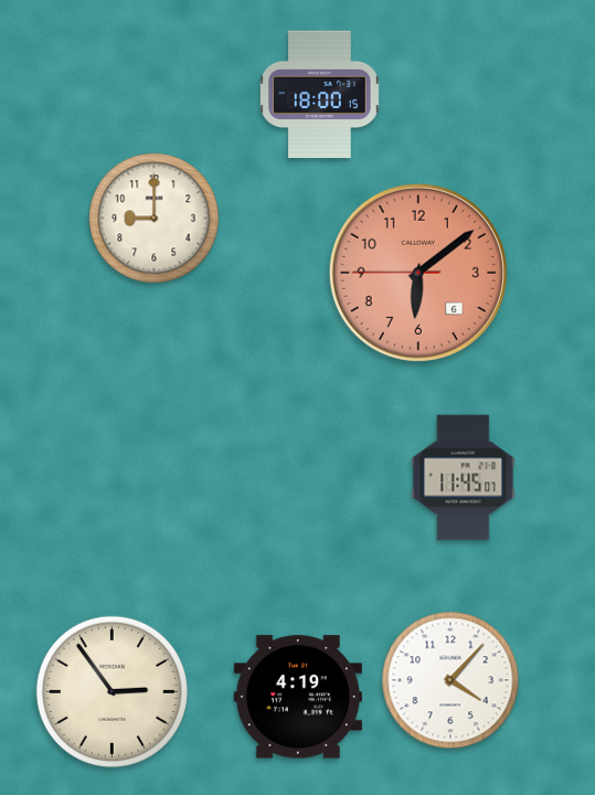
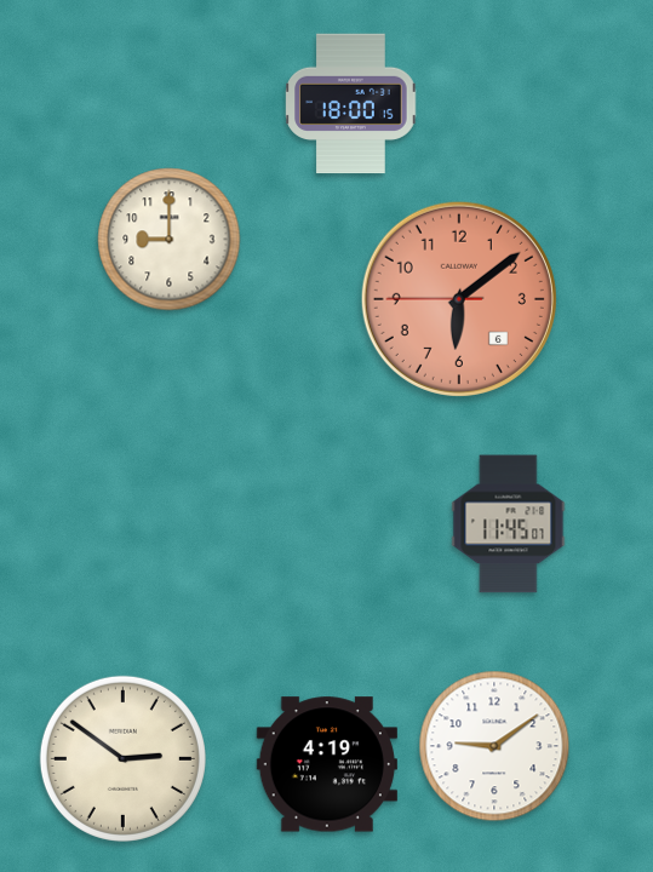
clock at (450, 680): 4:07 -> 9:09
clock at (111, 691): 2:54 -> 2:51
